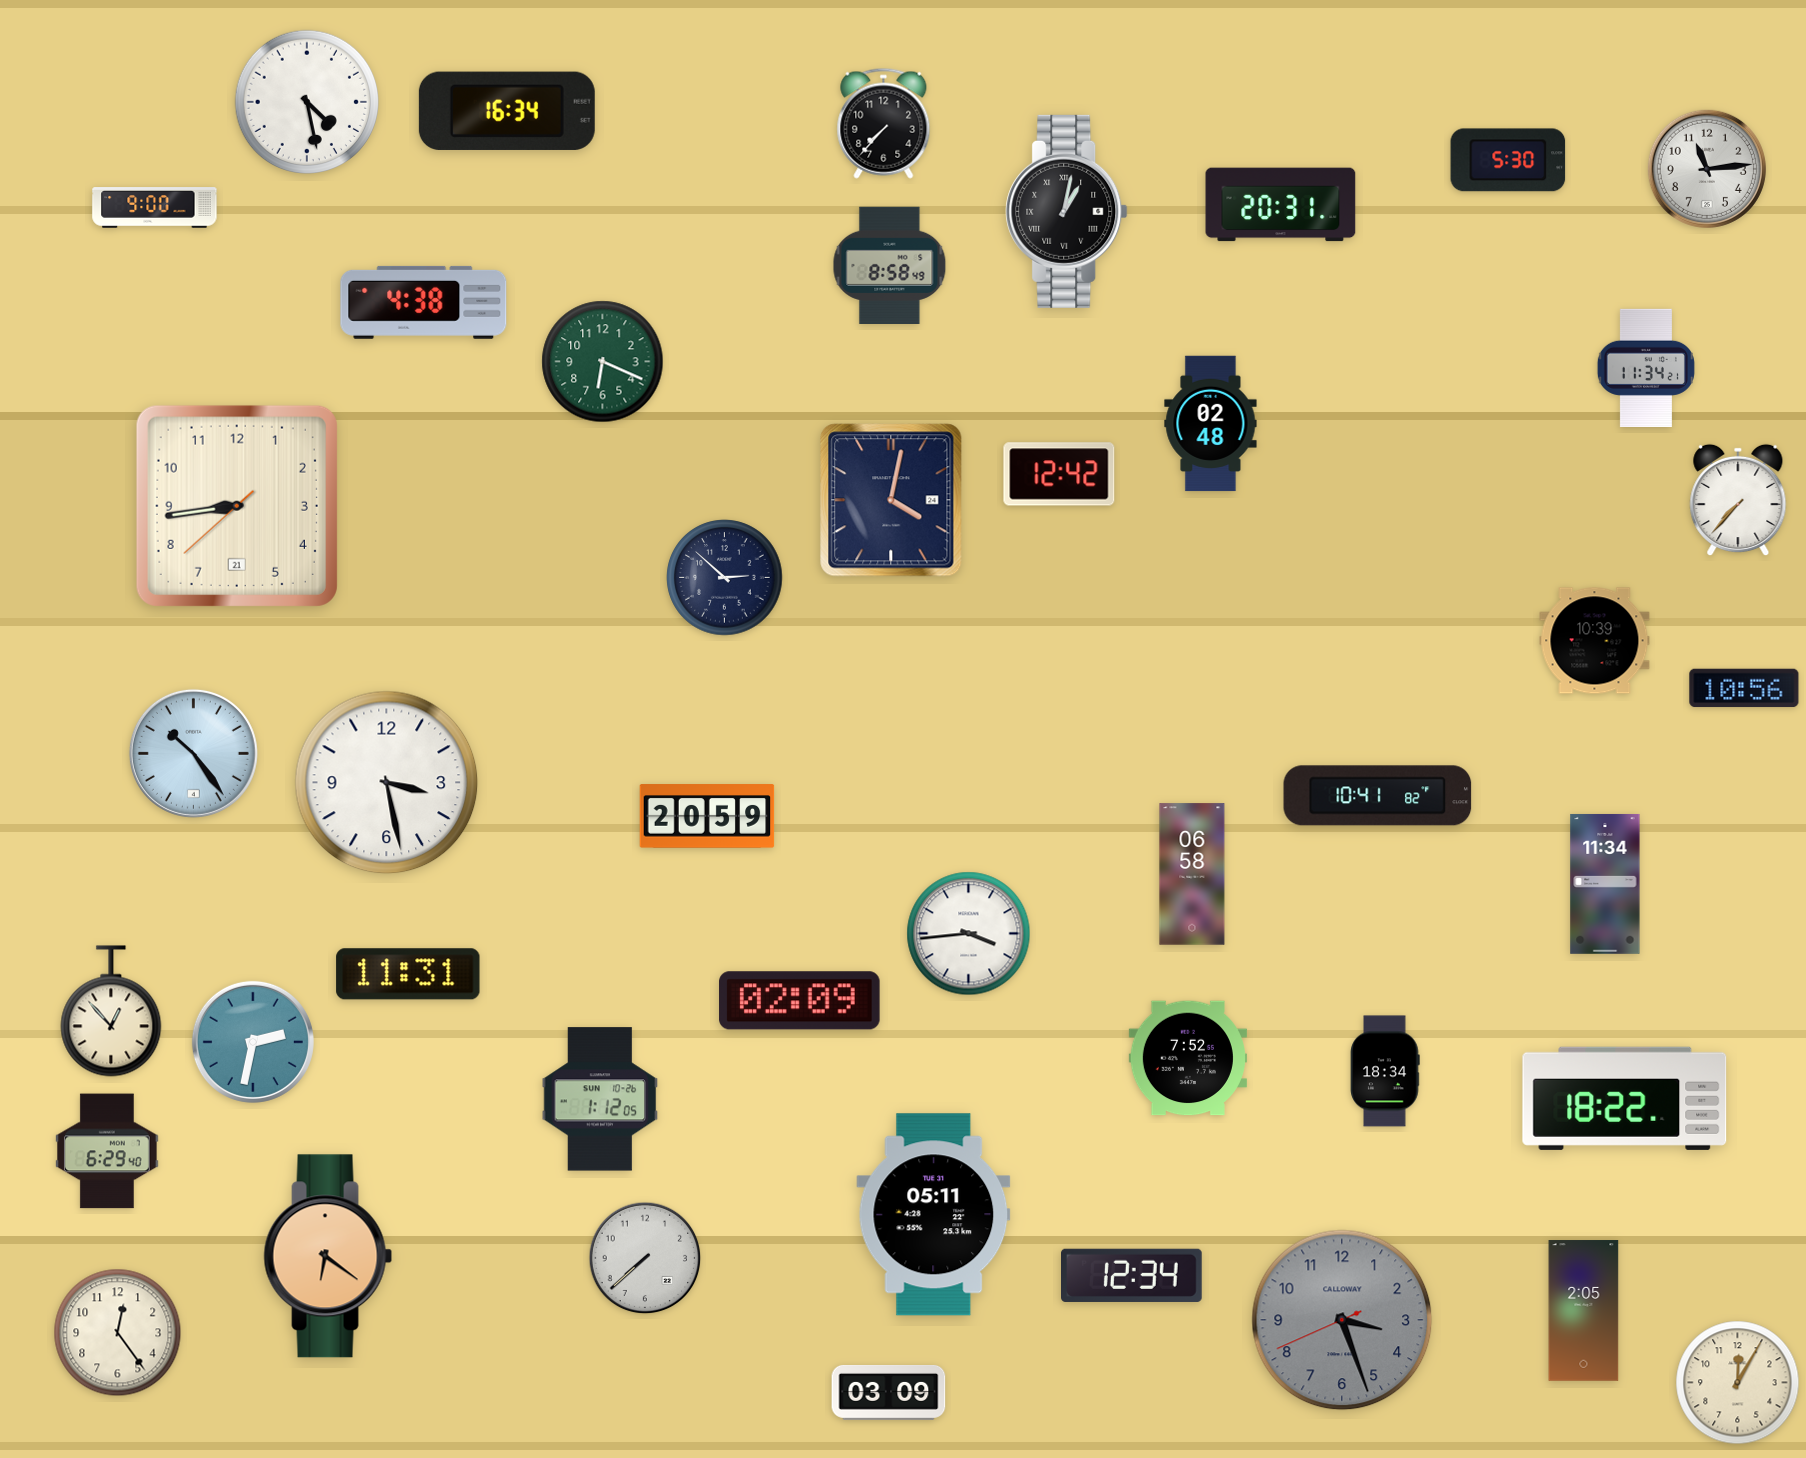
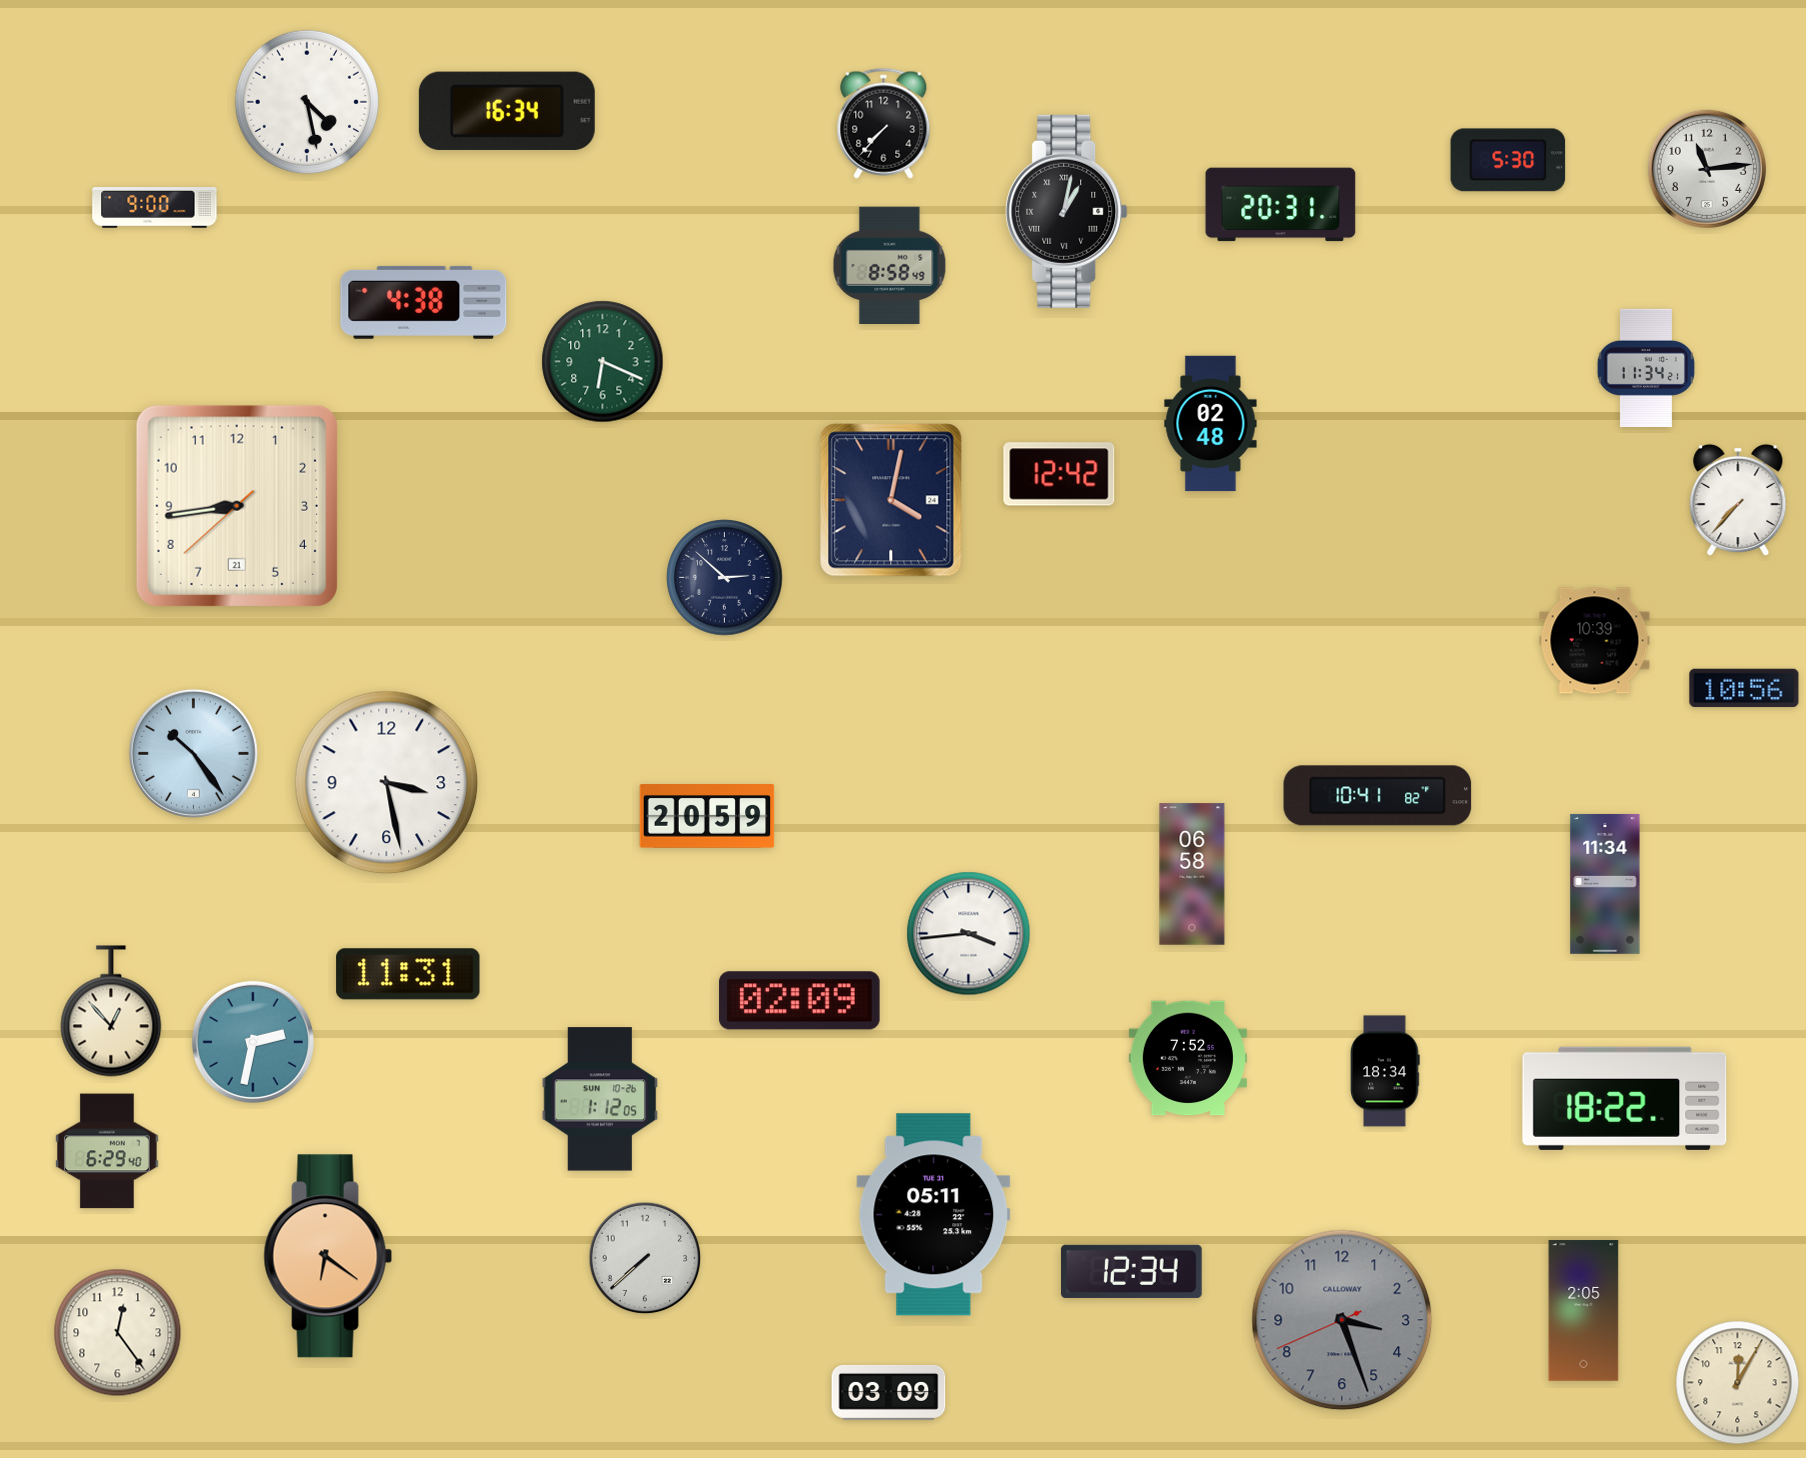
clock at (1132, 1275) position: (1132, 1275) -> (1132, 1271)
